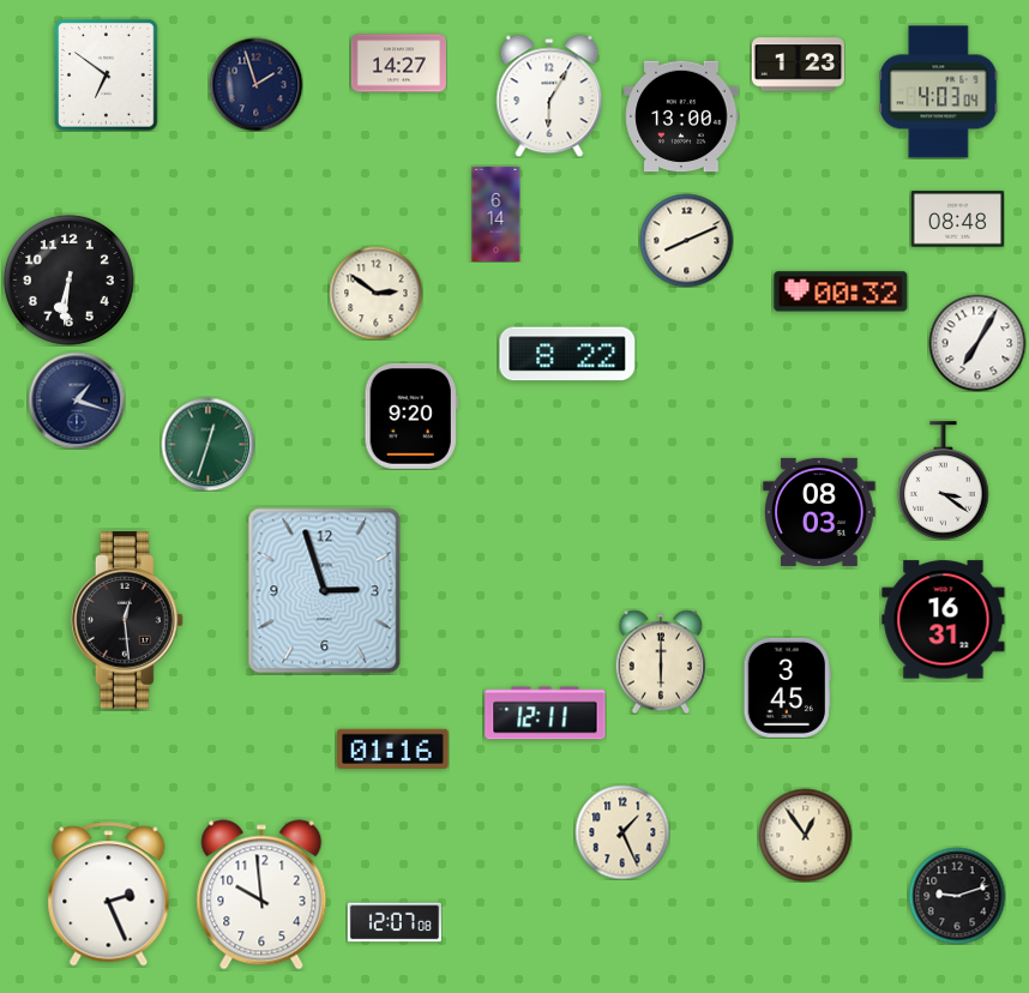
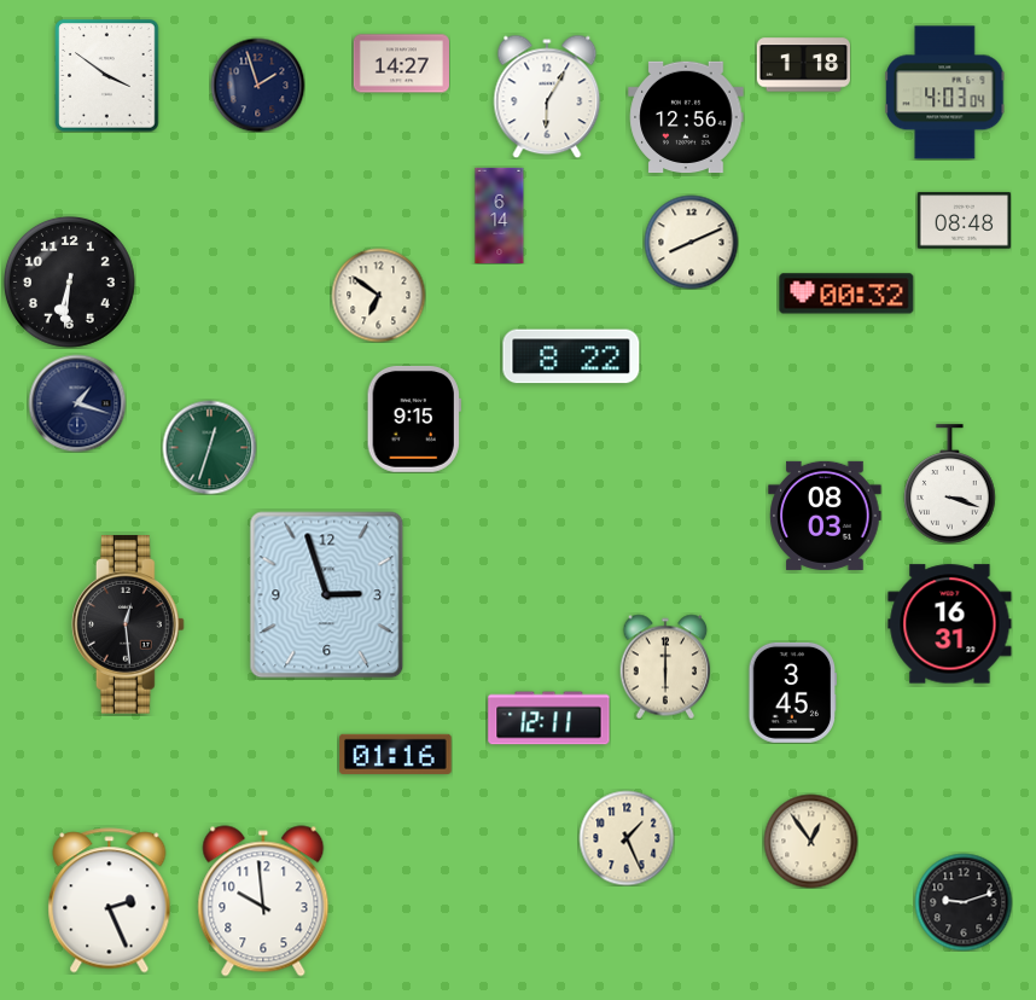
clock at (798, 65): 1:23 -> 1:18
clock at (107, 76): 6:51 -> 3:51
clock at (549, 96) position: (549, 96) -> (547, 97)
clock at (681, 116): 13:00 -> 12:56
clock at (375, 293): 2:51 -> 6:51
clock at (977, 343): 7:05 -> none
clock at (411, 416): 9:20 -> 9:15
clock at (944, 481): 3:21 -> 3:18
clock at (393, 922): 12:07 -> none
